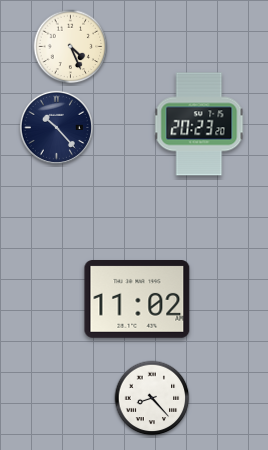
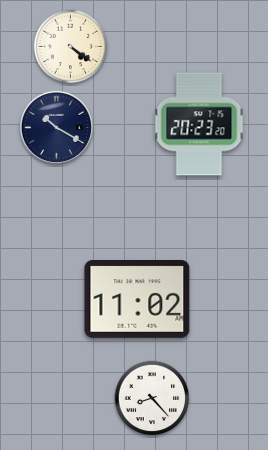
clock at (71, 47): 4:26 -> 4:21
clock at (56, 127): 10:23 -> 10:20
